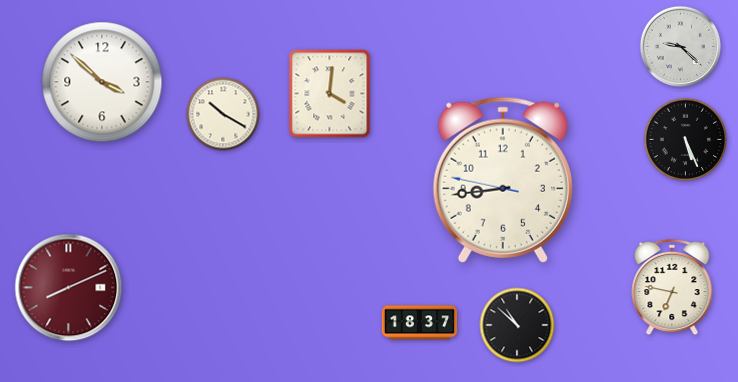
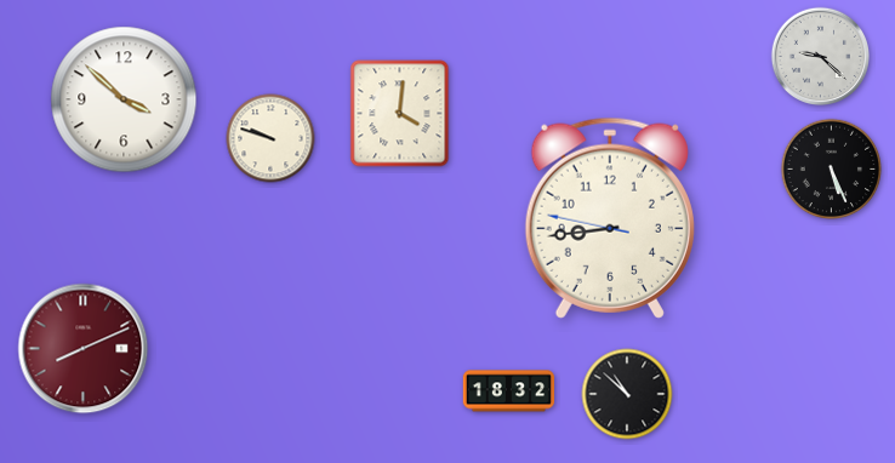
clock at (681, 47) position: (681, 47) -> (821, 57)
clock at (223, 114): 10:20 -> 9:48
clock at (672, 287): 6:47 -> none
clock at (419, 323): 18:37 -> 18:32
